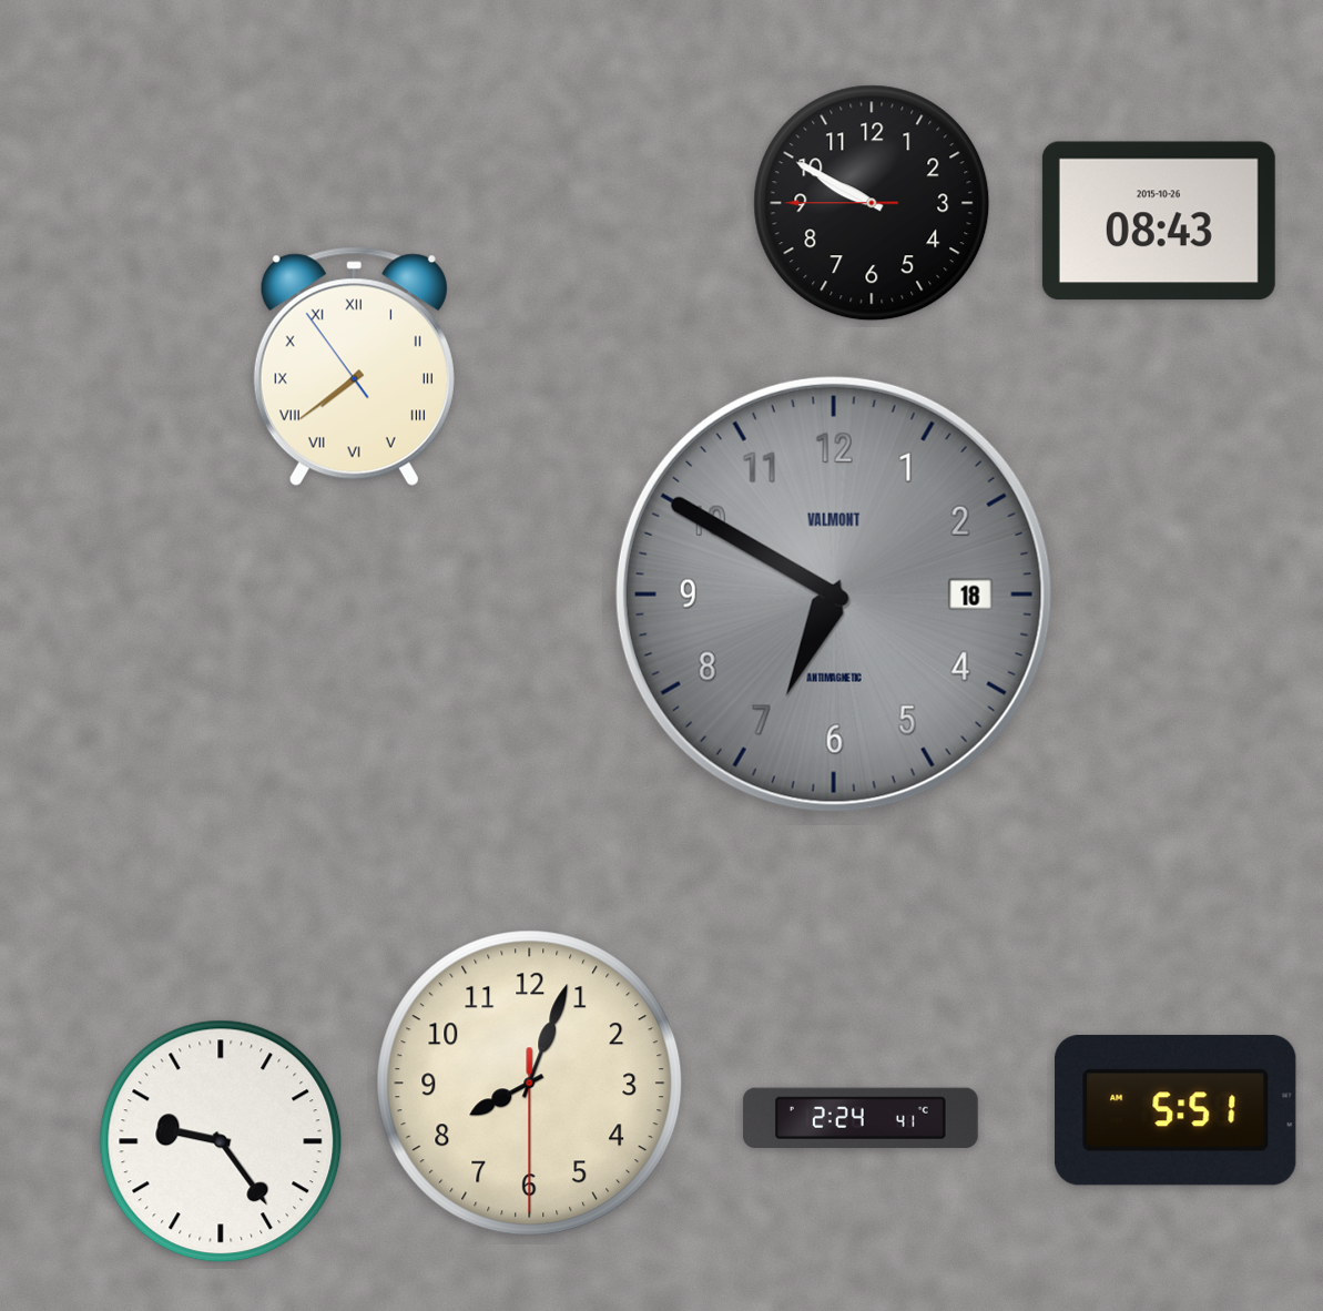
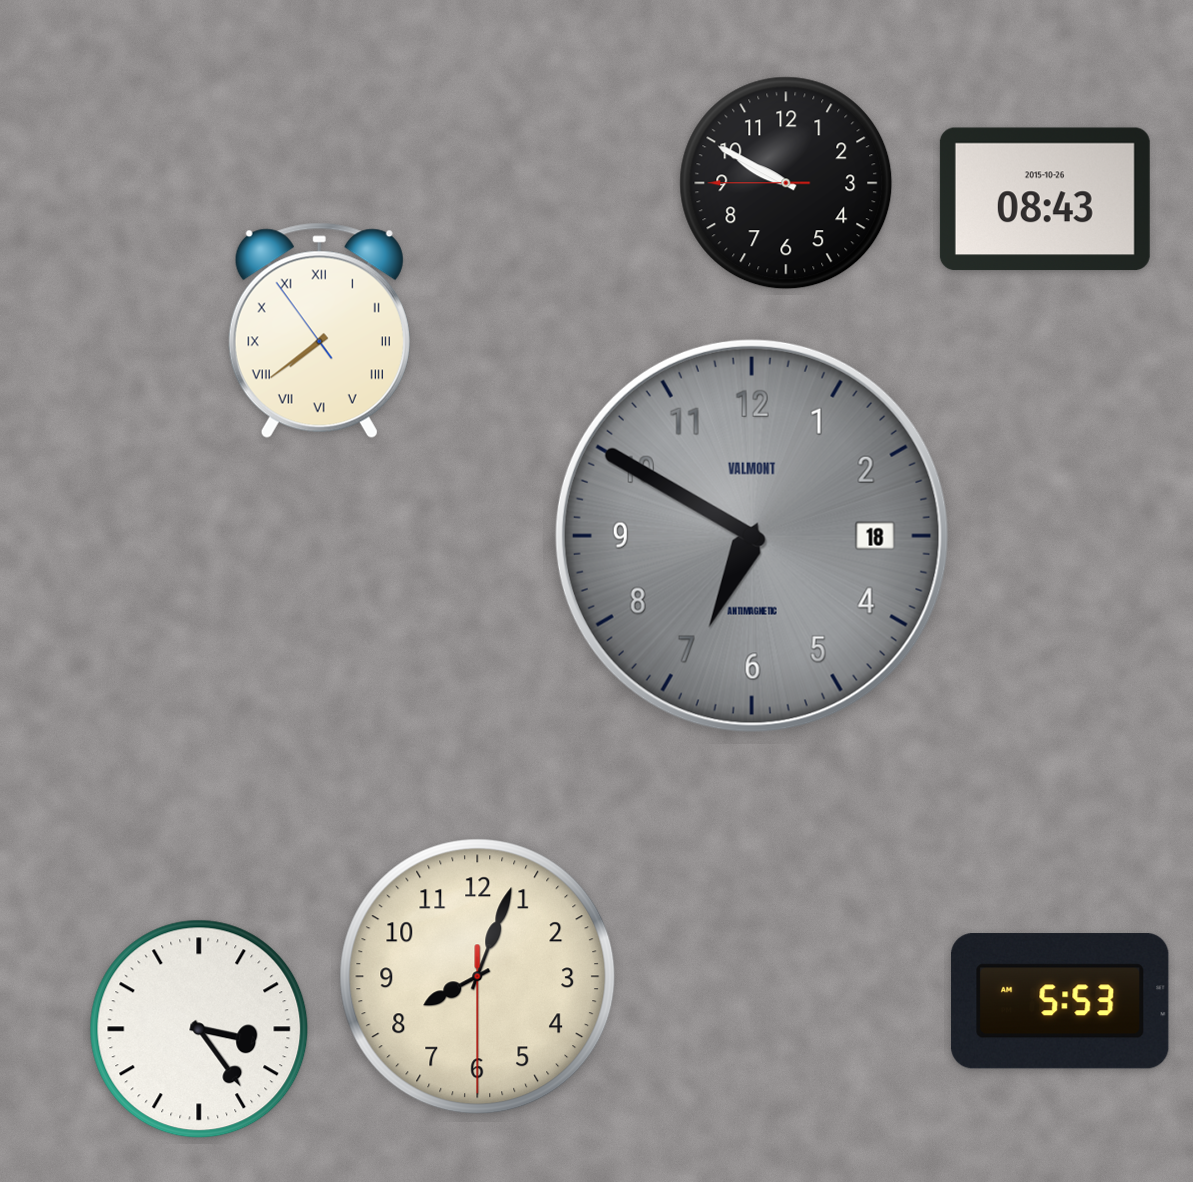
clock at (1176, 1110): 5:51 -> 5:53
clock at (861, 1118): 2:24 -> none
clock at (221, 1141): 9:24 -> 3:24
